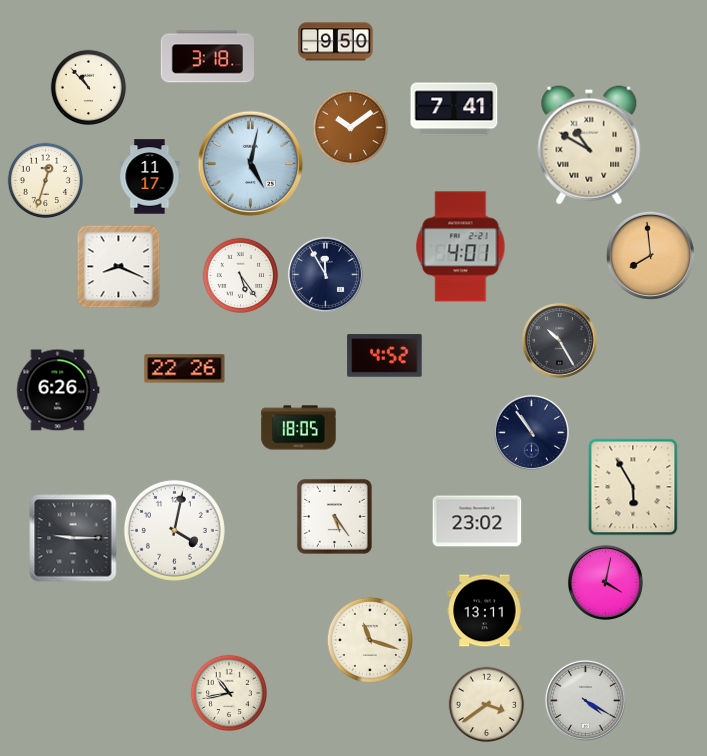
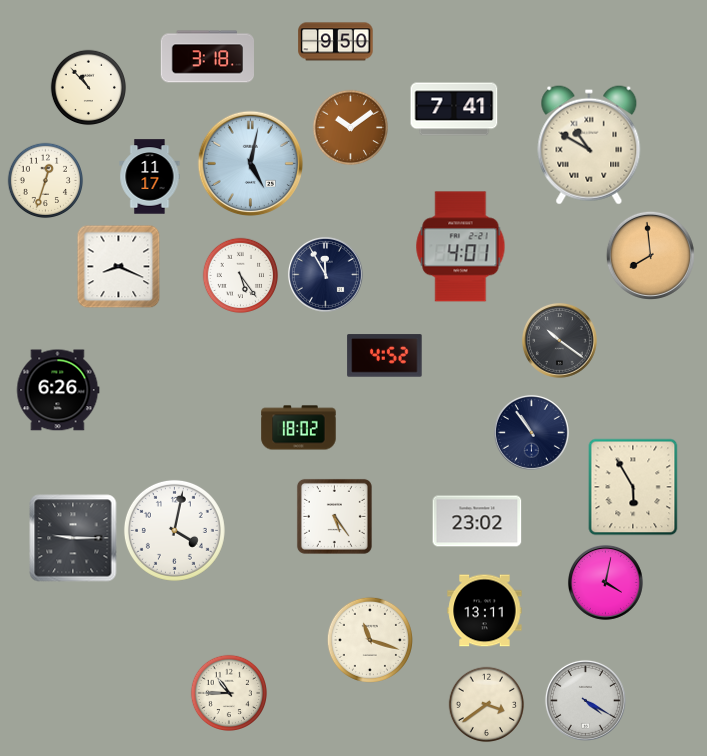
clock at (559, 340): 10:25 -> 10:21
clock at (185, 369): 22:26 -> none
clock at (299, 428): 18:05 -> 18:02
clock at (229, 693): 10:43 -> 10:45
